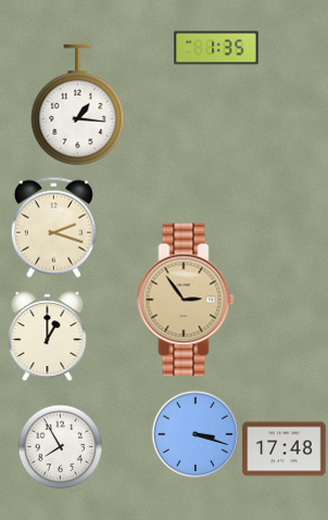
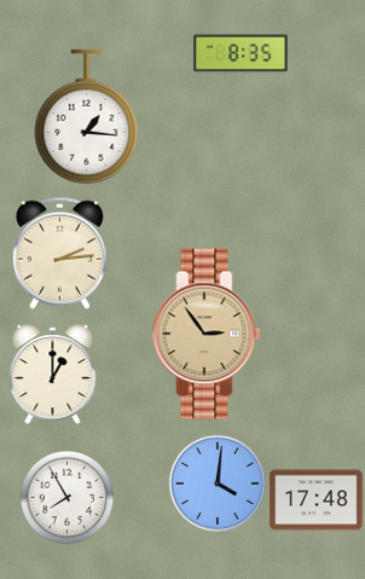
clock at (216, 48): 1:35 -> 8:35
clock at (53, 227): 2:18 -> 2:14
clock at (195, 434): 3:18 -> 4:01
